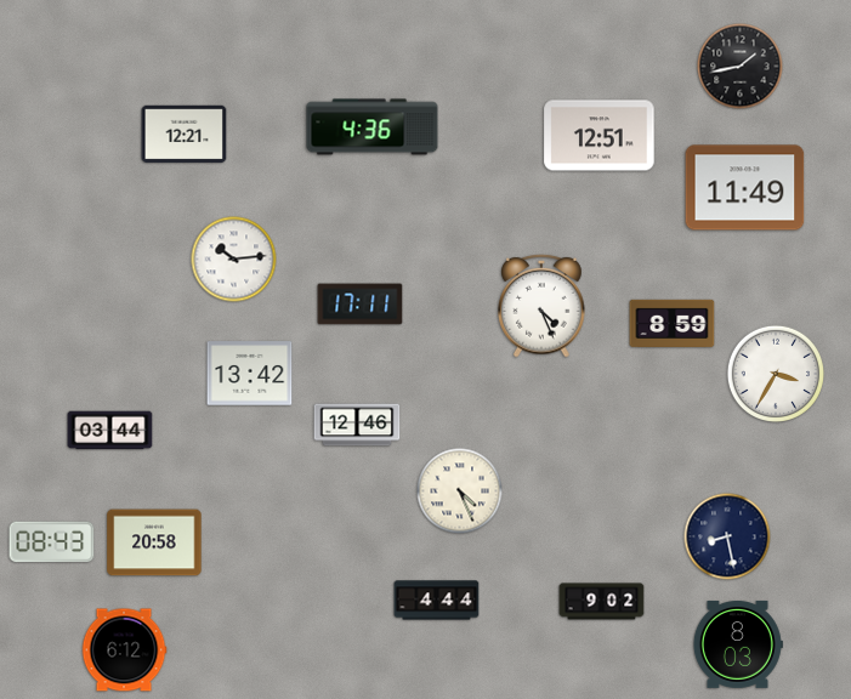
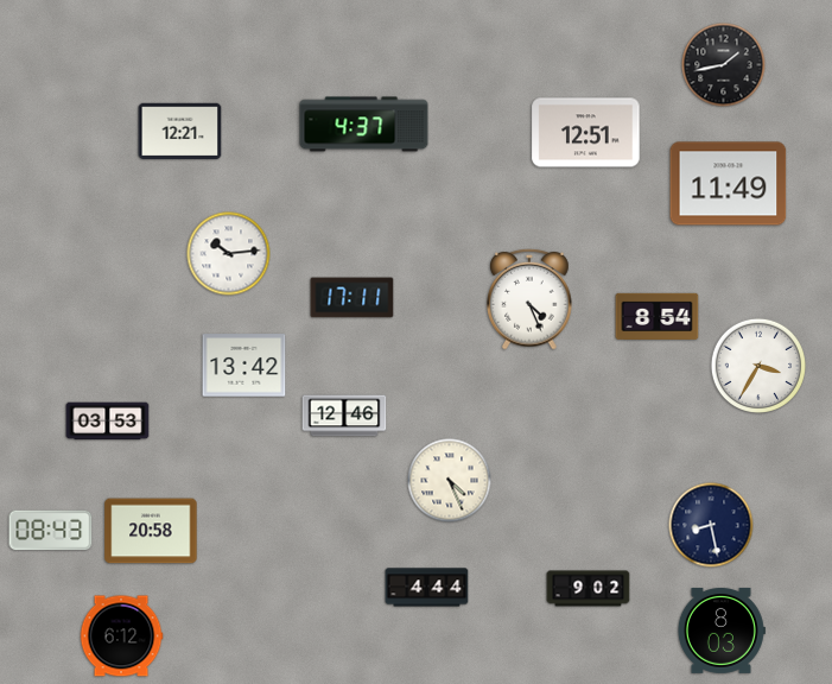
clock at (373, 127): 4:36 -> 4:37
clock at (673, 324): 8:59 -> 8:54
clock at (357, 425) position: (357, 425) -> (344, 416)
clock at (110, 431): 03:44 -> 03:53
